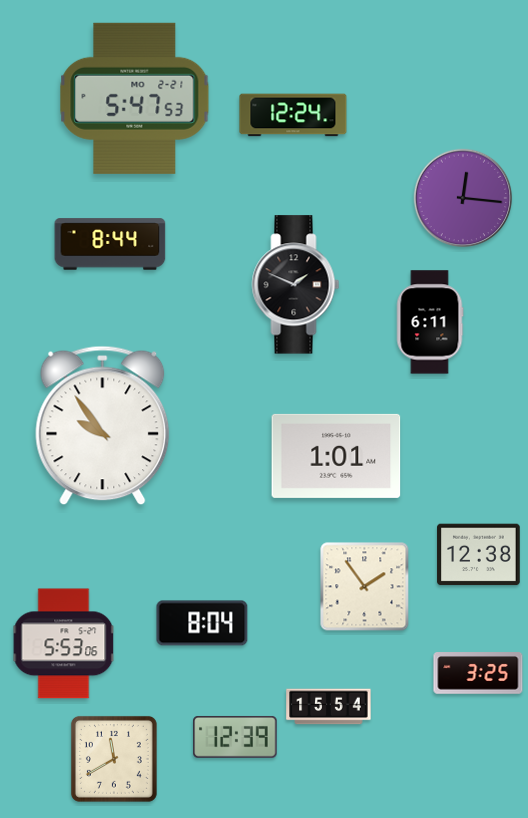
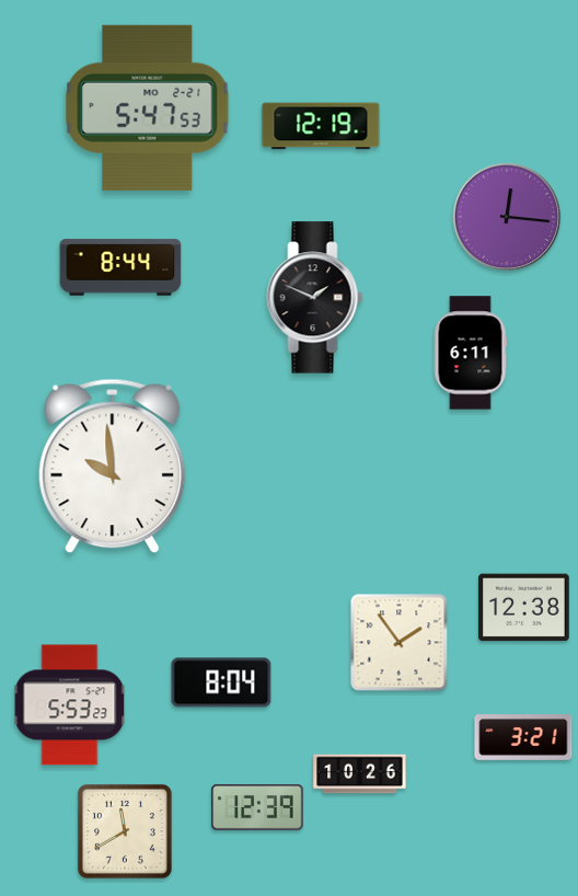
clock at (293, 115): 12:24 -> 12:19
clock at (296, 285) position: (296, 285) -> (315, 298)
clock at (103, 426): 9:54 -> 9:59
clock at (336, 456): 1:01 -> none
clock at (64, 644): 5:53:06 -> 5:53:23
clock at (478, 673): 3:25 -> 3:21
clock at (329, 707): 15:54 -> 10:26
